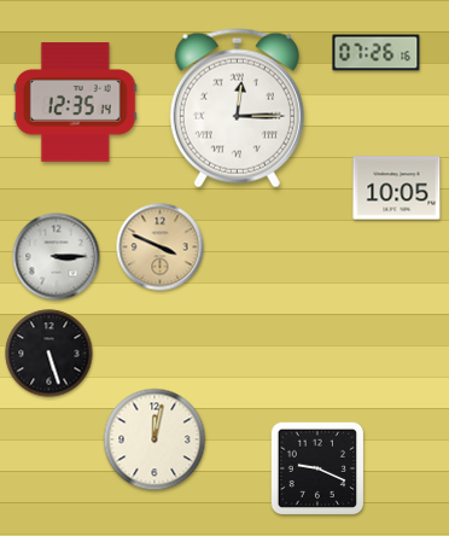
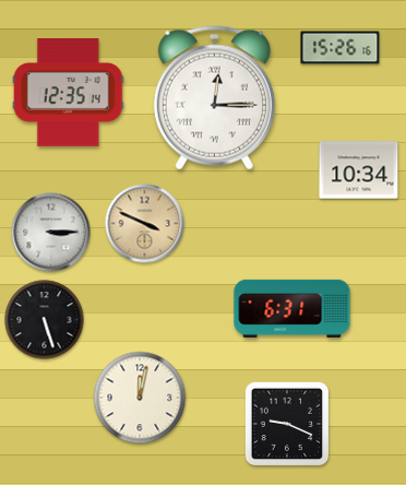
clock at (377, 53): 07:26 -> 15:26
clock at (397, 188): 10:05 -> 10:34
clock at (292, 308): none -> 6:31
